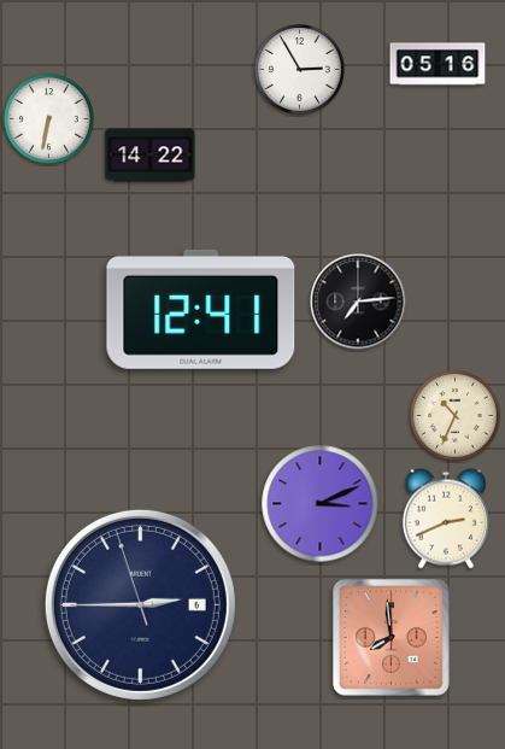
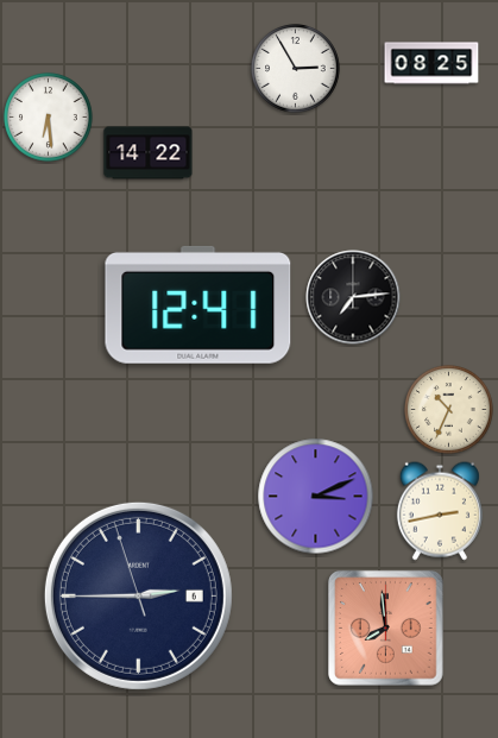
clock at (438, 64): 05:16 -> 08:25
clock at (49, 119): 6:32 -> 6:29
clock at (446, 519): 2:41 -> 2:43
